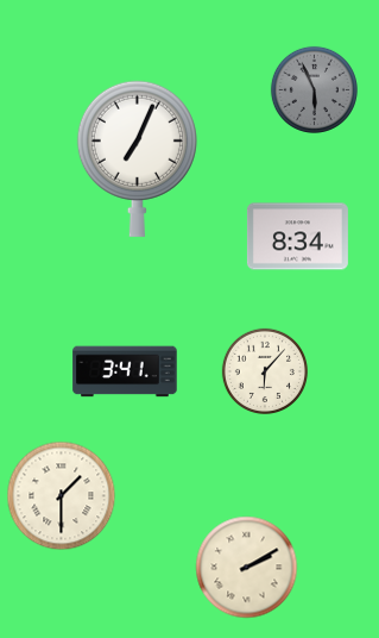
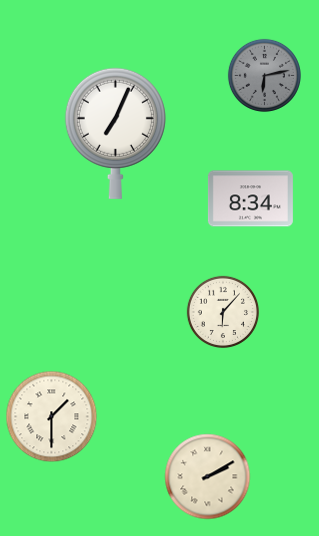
clock at (314, 89): 5:56 -> 6:13
clock at (125, 371): 3:41 -> none
